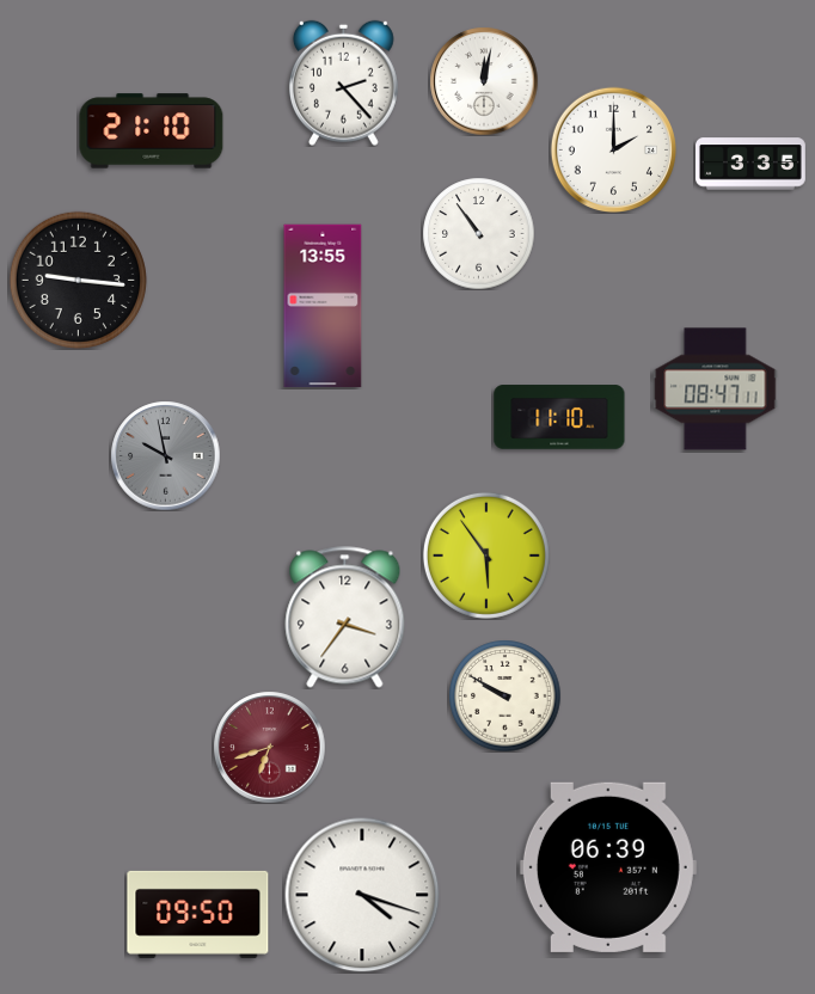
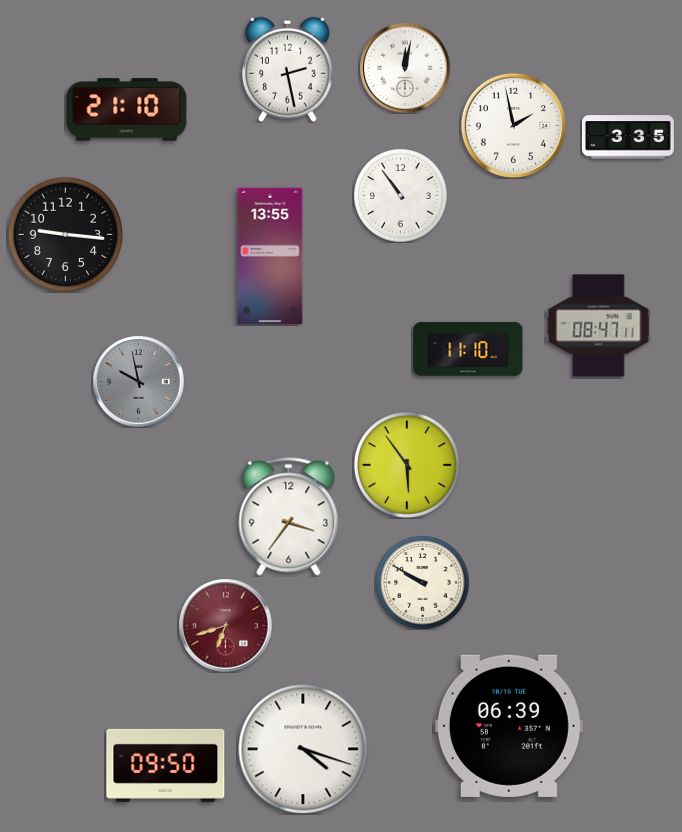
clock at (343, 82): 2:23 -> 2:28
clock at (613, 149): 2:00 -> 1:58
